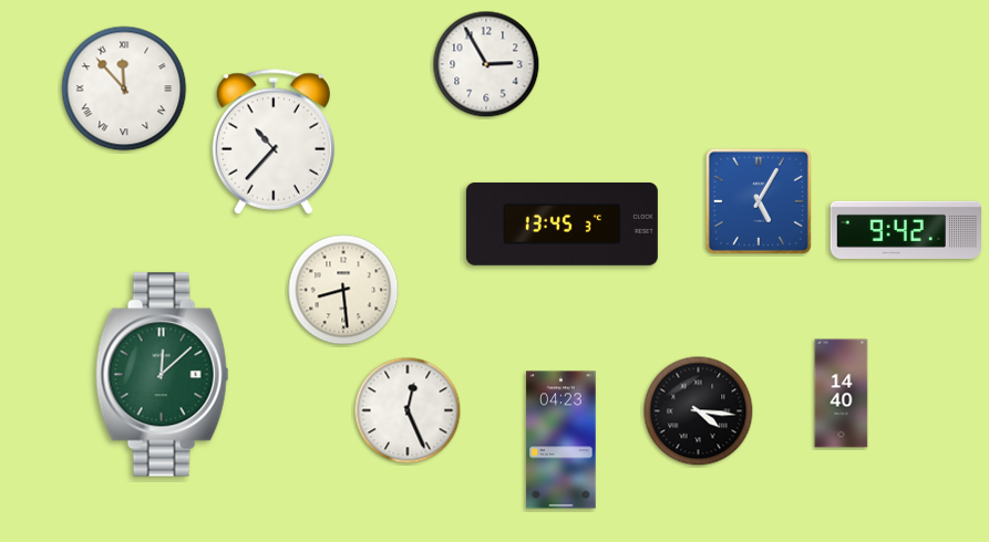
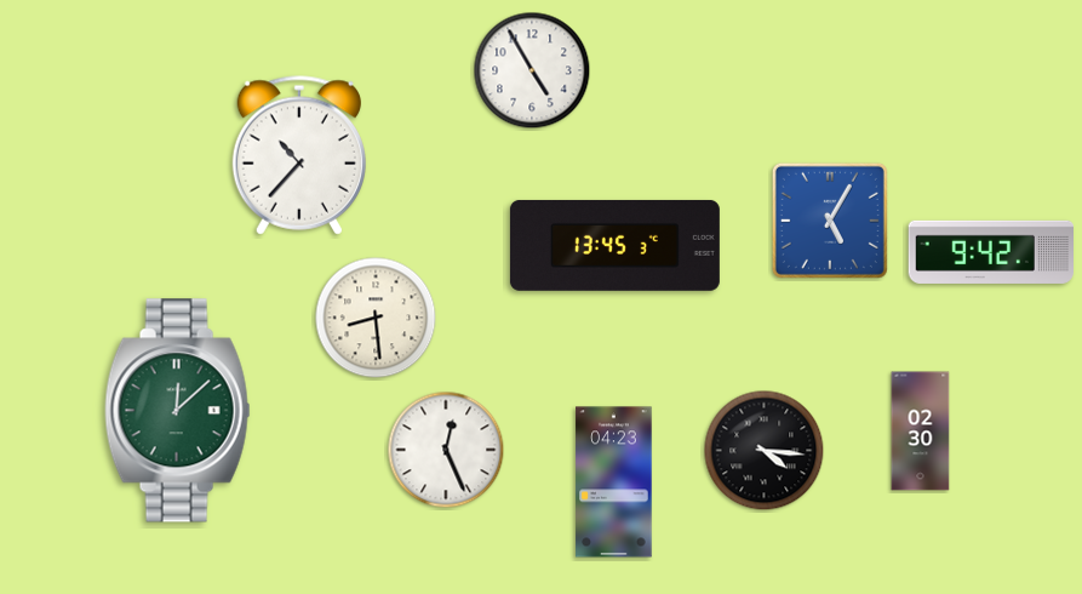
clock at (486, 64): 2:55 -> 4:55
clock at (124, 88): 11:53 -> none
clock at (842, 394): 14:40 -> 02:30
